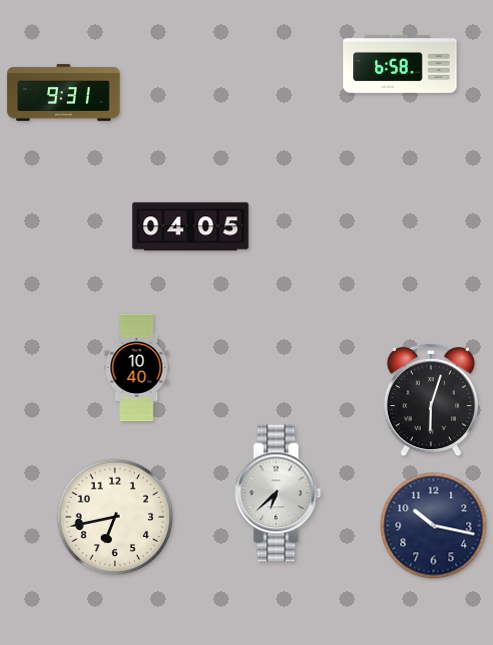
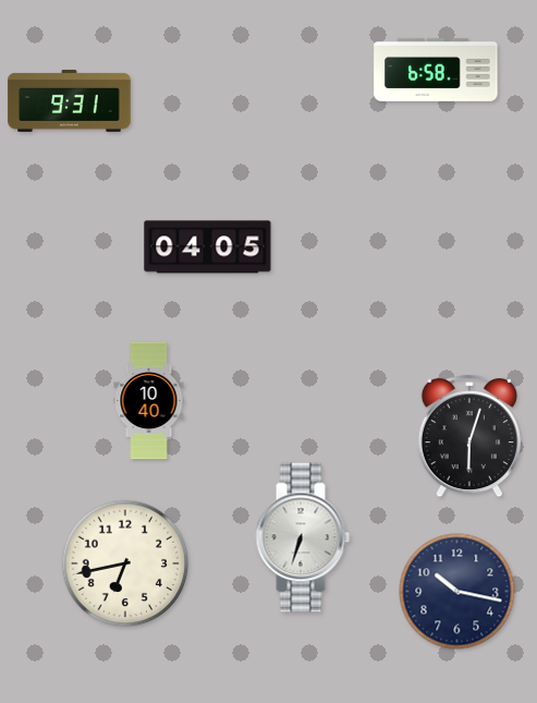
clock at (278, 493): 6:38 -> 6:33
clock at (434, 526) position: (434, 526) -> (457, 592)
